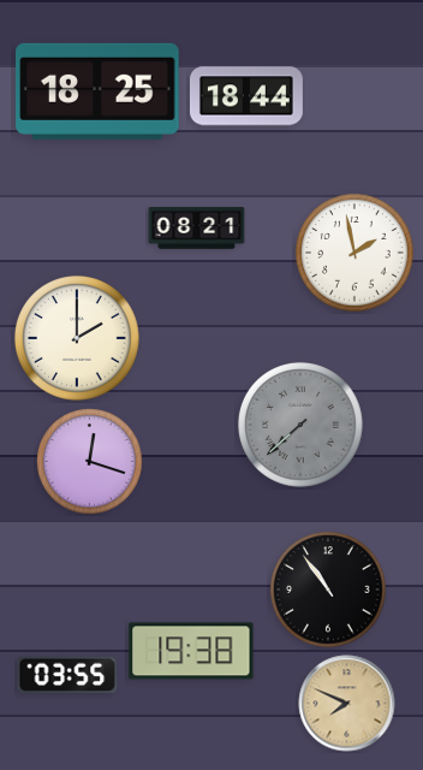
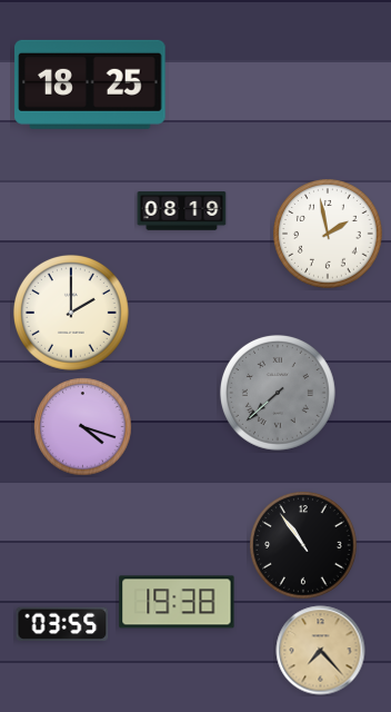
clock at (246, 96): 18:44 -> none
clock at (197, 229): 08:21 -> 08:19
clock at (90, 462): 12:18 -> 4:18
clock at (347, 704): 7:49 -> 7:23
